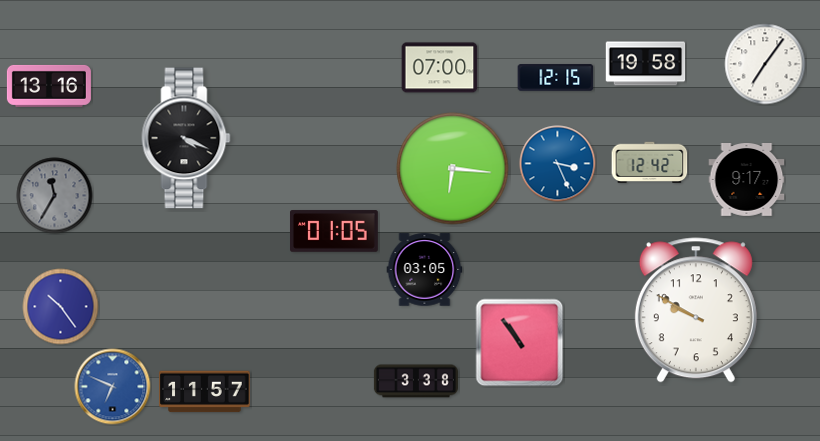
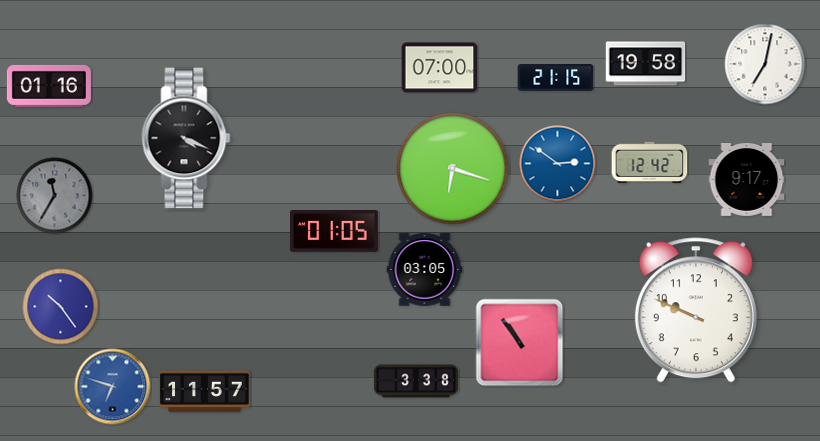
clock at (765, 64): 7:06 -> 7:02
clock at (556, 78): 12:15 -> 21:15
clock at (49, 86): 13:16 -> 01:16
clock at (558, 164): 3:26 -> 2:51
clock at (453, 169): 6:16 -> 6:18
clock at (696, 310): 9:50 -> 9:49
clock at (113, 387): 6:49 -> 6:48
